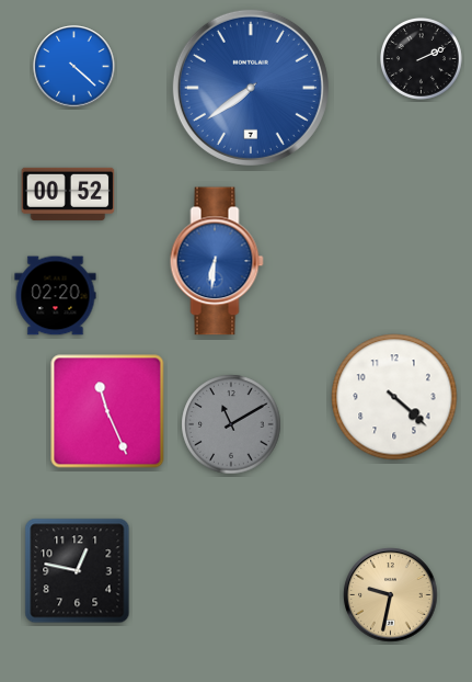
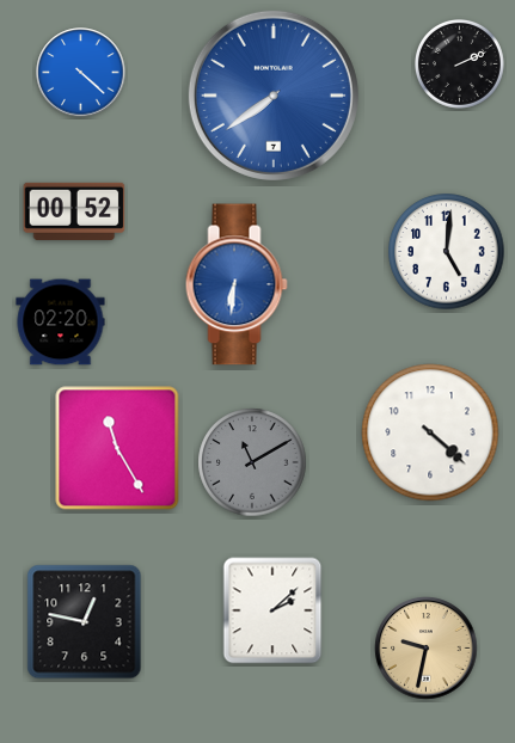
clock at (447, 252): none -> 5:01
clock at (107, 411): 11:26 -> 11:25
clock at (272, 610): none -> 2:08
